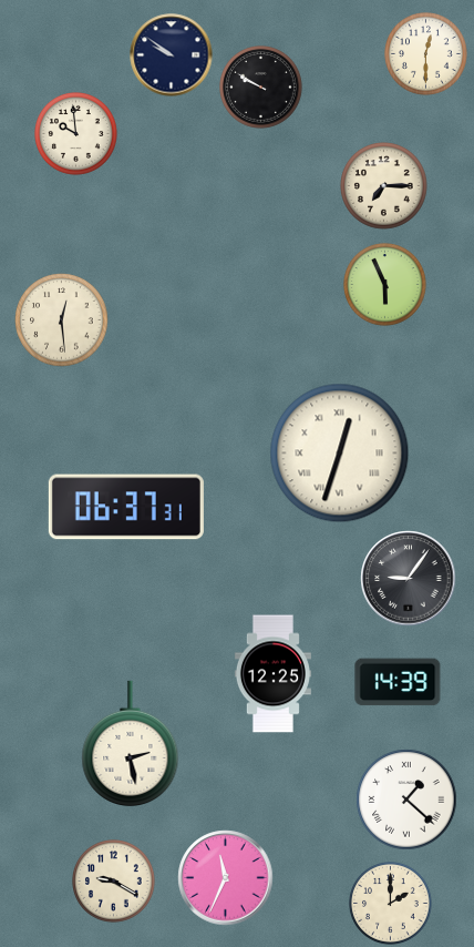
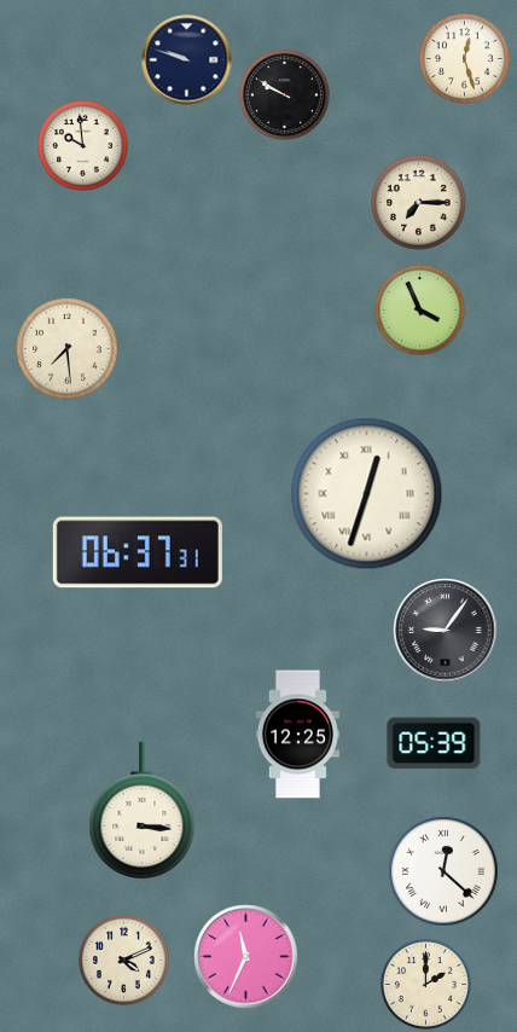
clock at (426, 54): 12:30 -> 12:27
clock at (172, 55): 9:51 -> 9:48
clock at (385, 285): 5:56 -> 3:56
clock at (62, 320): 12:29 -> 7:29
clock at (340, 454) position: (340, 454) -> (367, 494)
clock at (398, 682): 14:39 -> 05:39
clock at (131, 743): 2:28 -> 3:16
clock at (406, 800): 1:22 -> 12:22
clock at (114, 882): 9:20 -> 4:11
